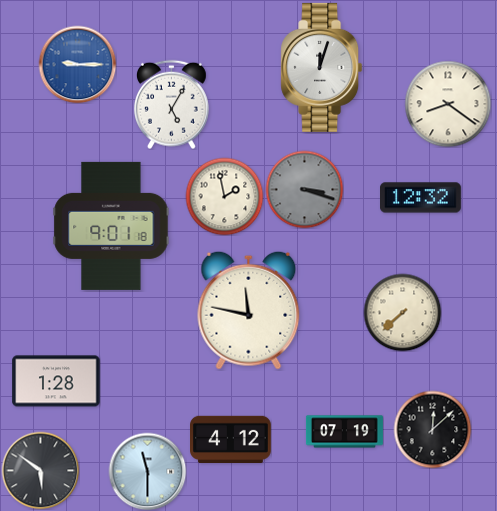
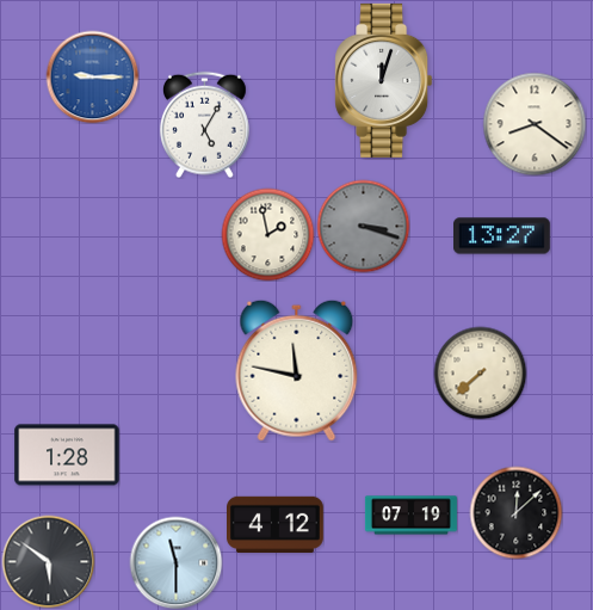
clock at (421, 198): 12:32 -> 13:27
clock at (111, 226): 9:01 -> none
